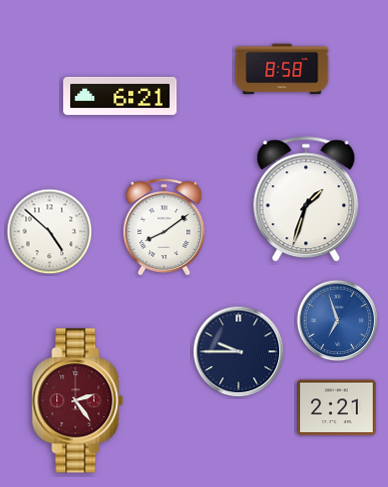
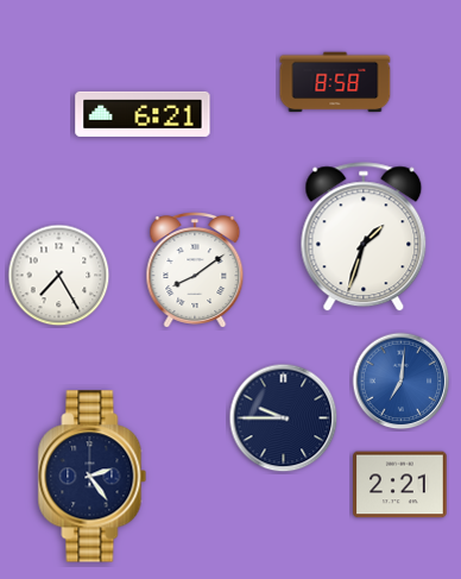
clock at (50, 232): 4:52 -> 7:25
clock at (338, 321): 6:57 -> 7:01
clock at (78, 401) dial: burgundy -> navy
